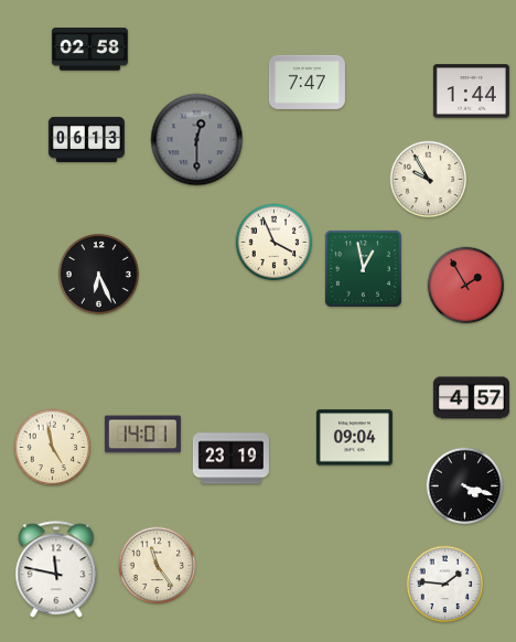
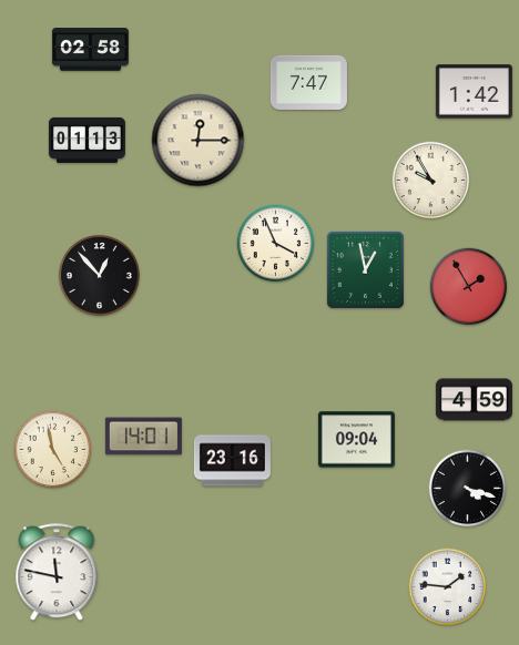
clock at (471, 92): 1:44 -> 1:42
clock at (86, 139): 06:13 -> 01:13
clock at (197, 140): 12:30 -> 12:15
clock at (197, 140) dial: grey -> cream
clock at (98, 274): 6:26 -> 12:53
clock at (471, 398): 4:57 -> 4:59
clock at (230, 459): 23:19 -> 23:16
clock at (158, 566): 11:24 -> none
